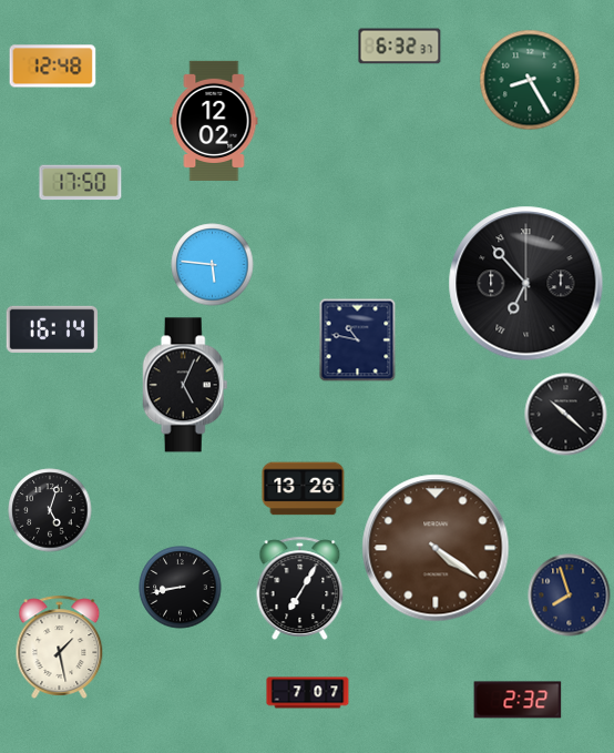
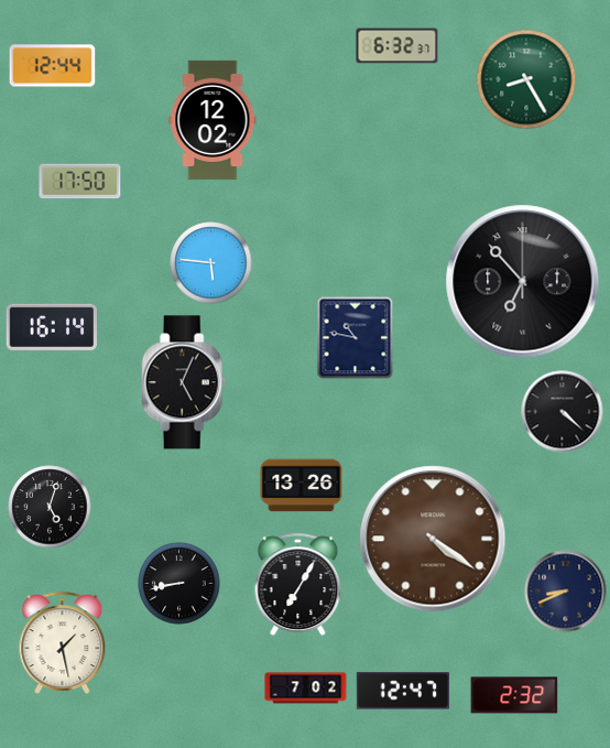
clock at (53, 67): 12:48 -> 12:44
clock at (566, 415): 10:22 -> 4:22
clock at (436, 548) position: (436, 548) -> (433, 539)
clock at (570, 596): 7:57 -> 8:41
clock at (60, 647) position: (60, 647) -> (63, 642)
clock at (308, 693): 7:07 -> 7:02
clock at (403, 691): none -> 12:47
